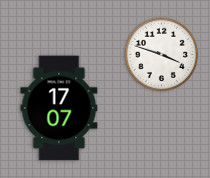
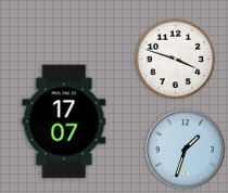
clock at (59, 108) position: (59, 108) -> (64, 121)
clock at (186, 150): none -> 1:33
